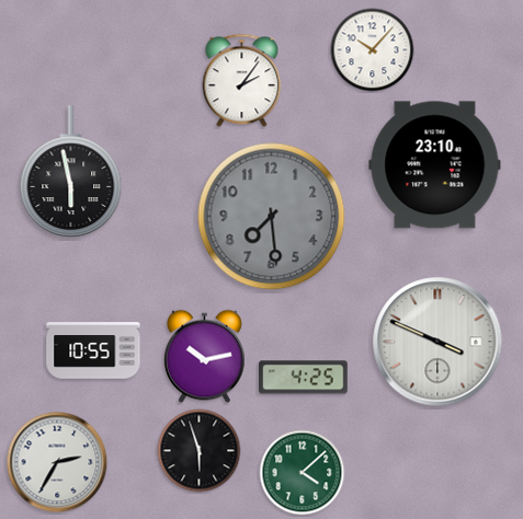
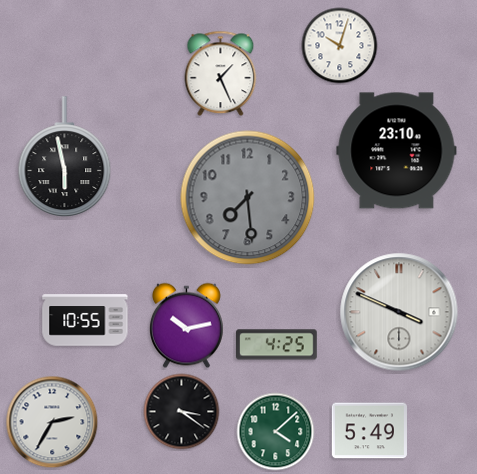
clock at (373, 50): 10:07 -> 10:03
clock at (242, 81): 2:06 -> 1:26
clock at (200, 451): 5:57 -> 3:21
clock at (369, 431): none -> 5:49
